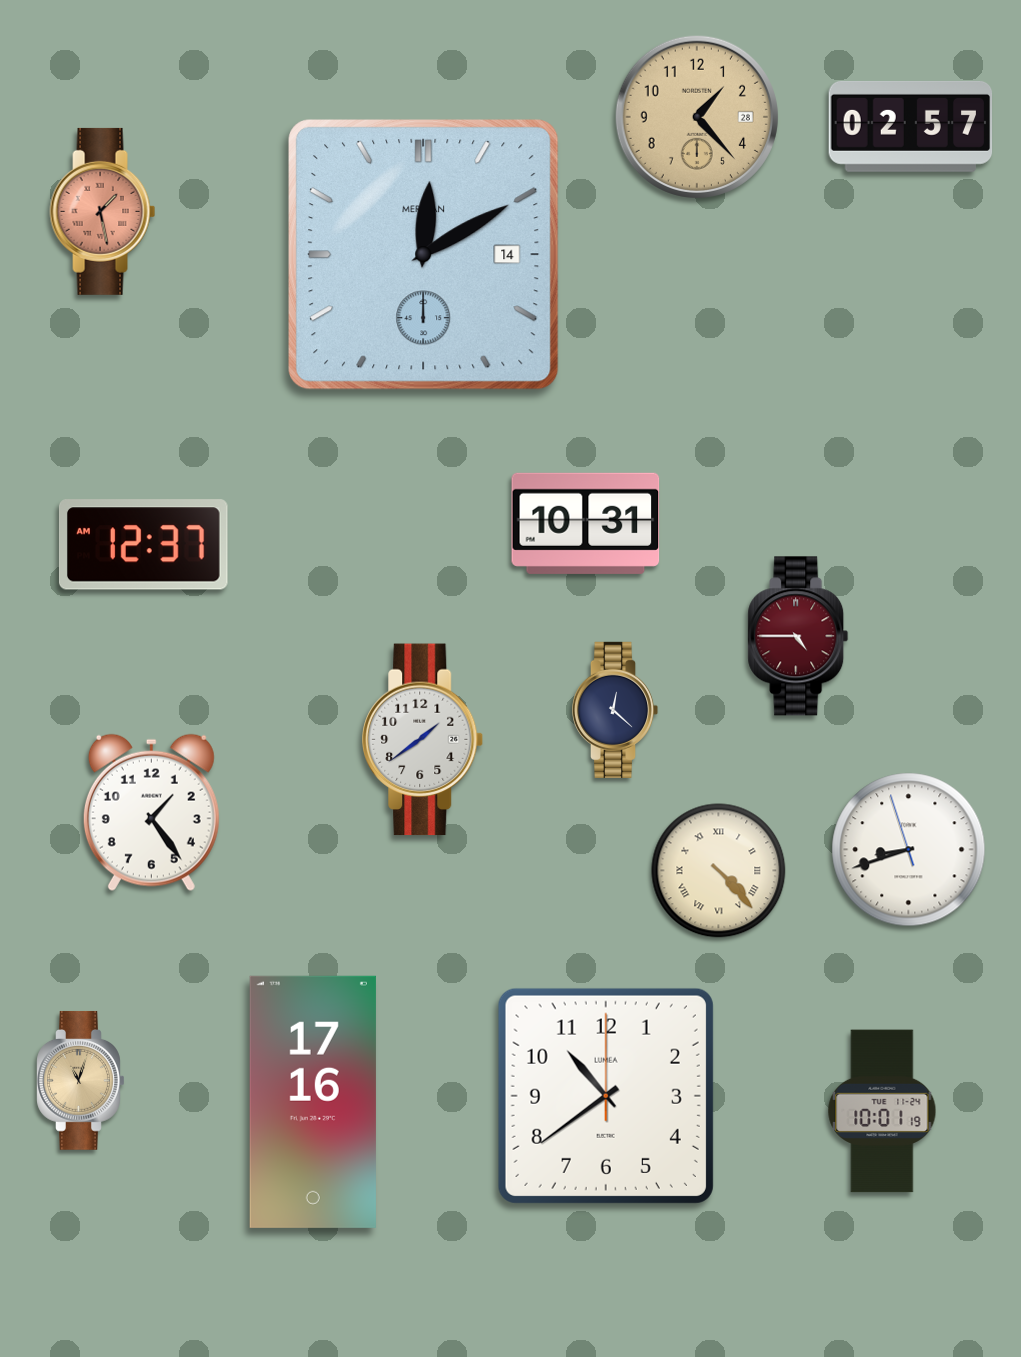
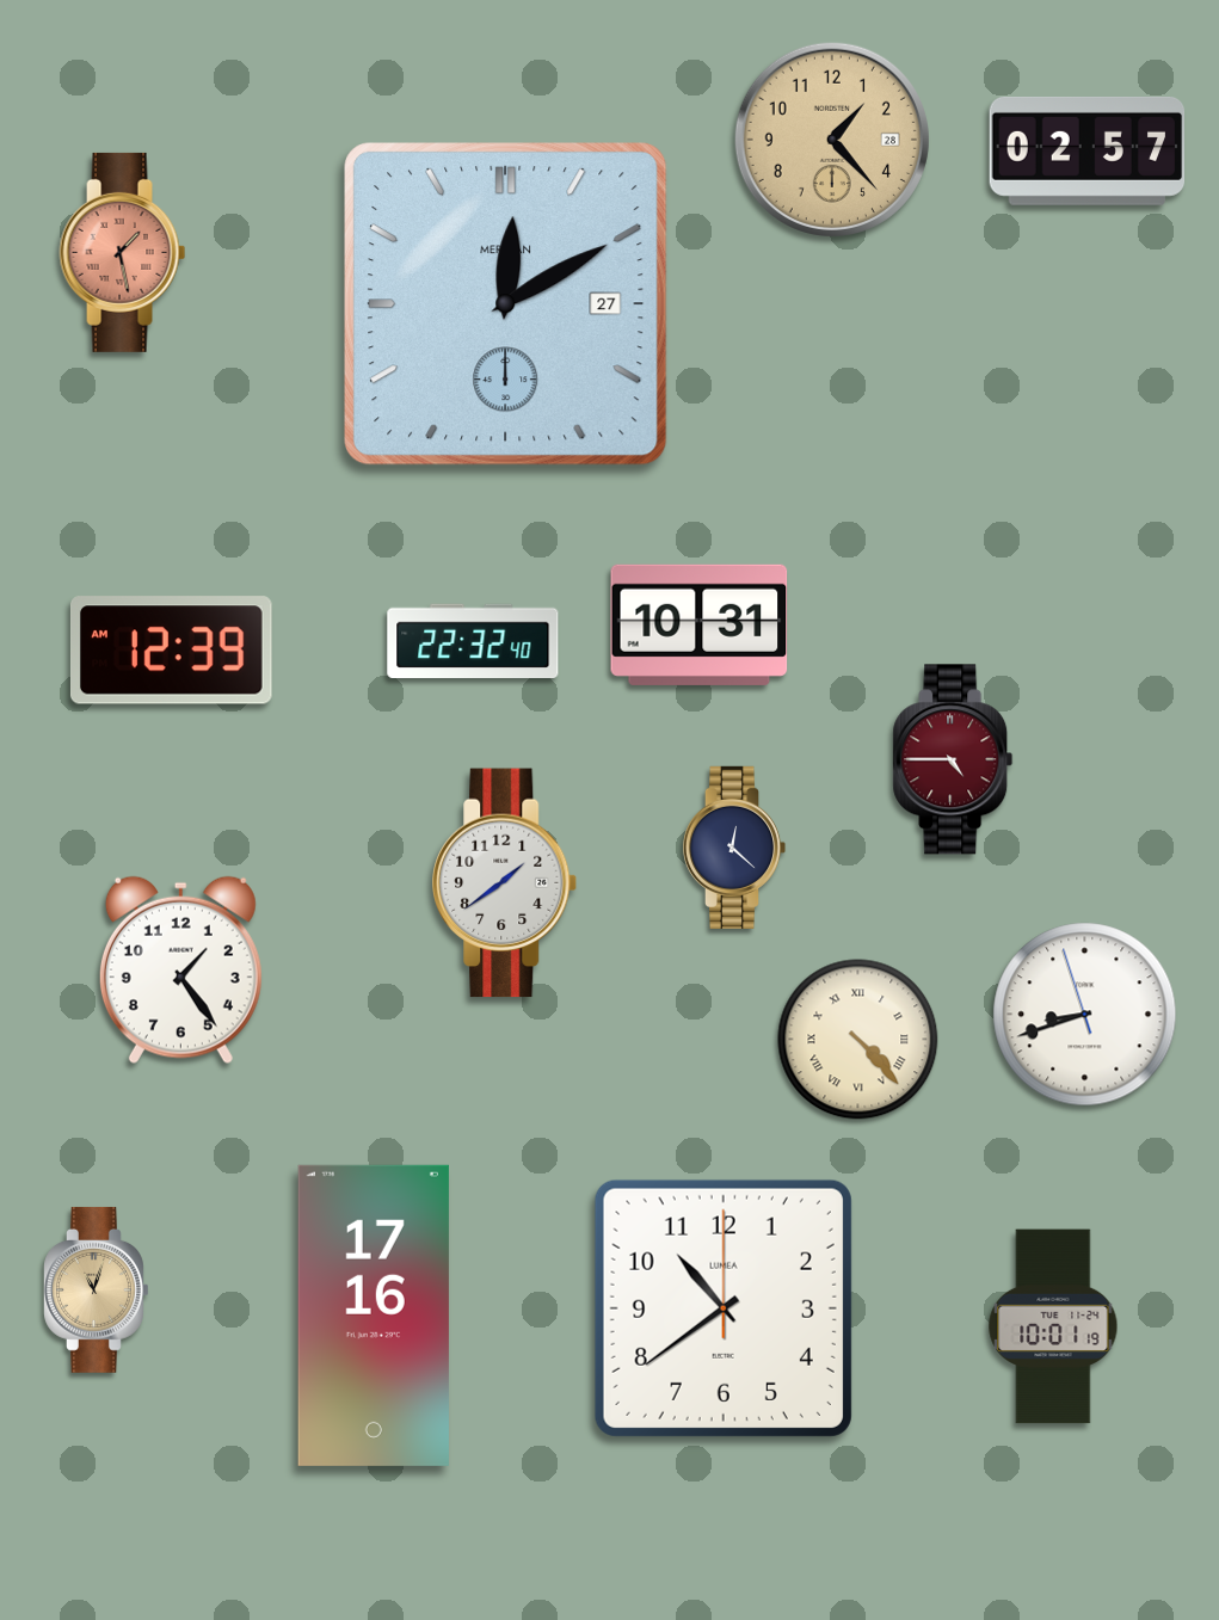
clock at (424, 255) date: 14 -> 27
clock at (473, 640): none -> 22:32
clock at (143, 545): 12:37 -> 12:39
